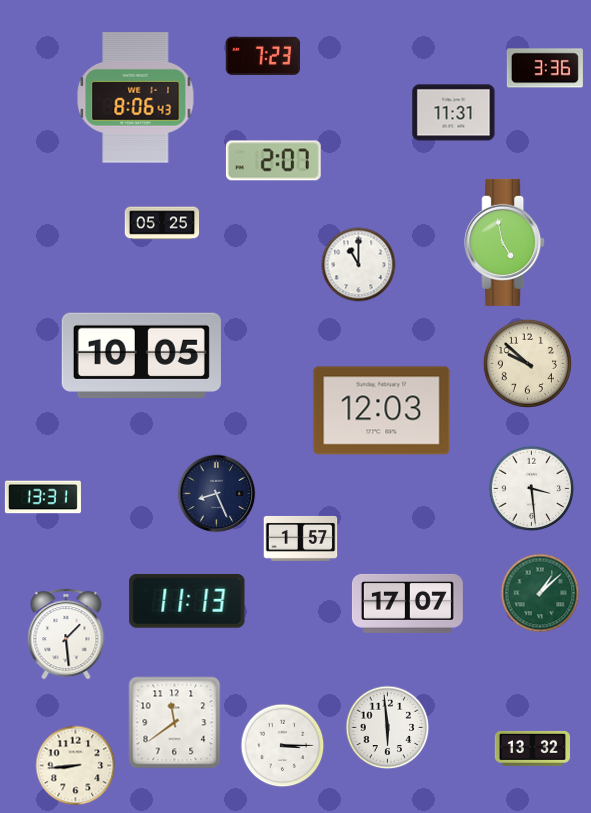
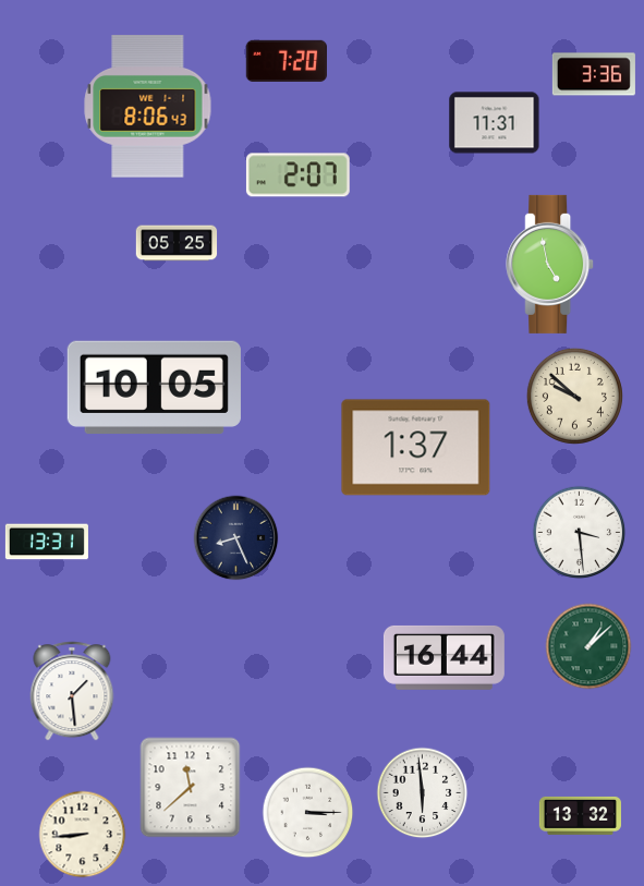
clock at (262, 55): 7:23 -> 7:20
clock at (359, 265): 11:00 -> none
clock at (382, 411): 12:03 -> 1:37
clock at (301, 538): 1:57 -> none
clock at (187, 601): 11:13 -> none
clock at (407, 603): 17:07 -> 16:44
clock at (175, 723): 11:39 -> 11:38
